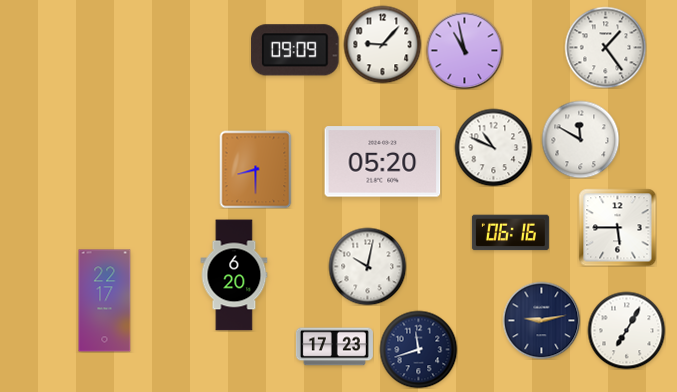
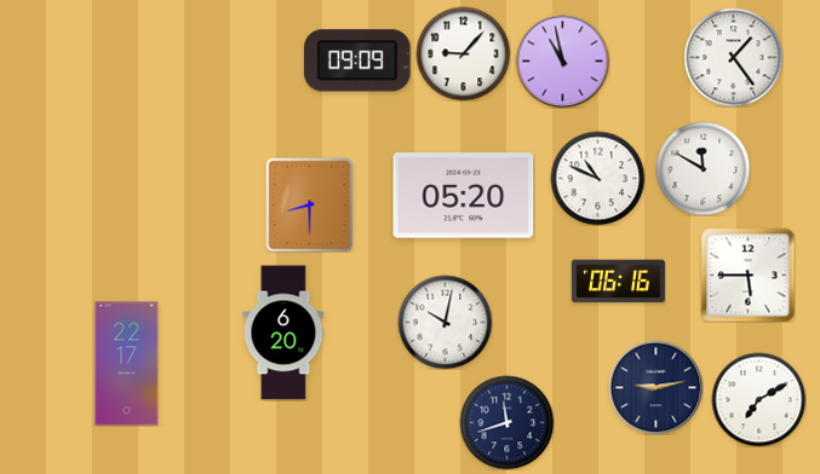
clock at (626, 330): 7:05 -> 7:10
clock at (334, 347): 17:23 -> none
